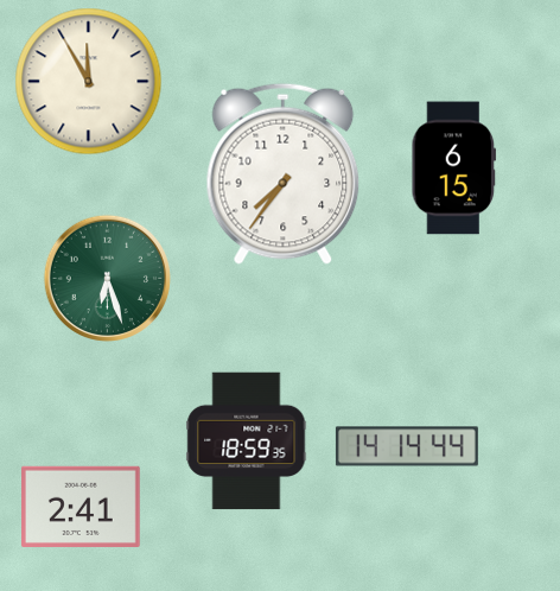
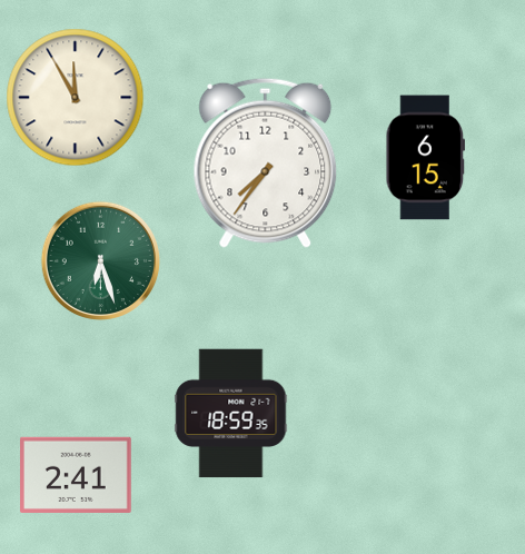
clock at (89, 82) position: (89, 82) -> (76, 98)
clock at (407, 446): 14:14 -> none
